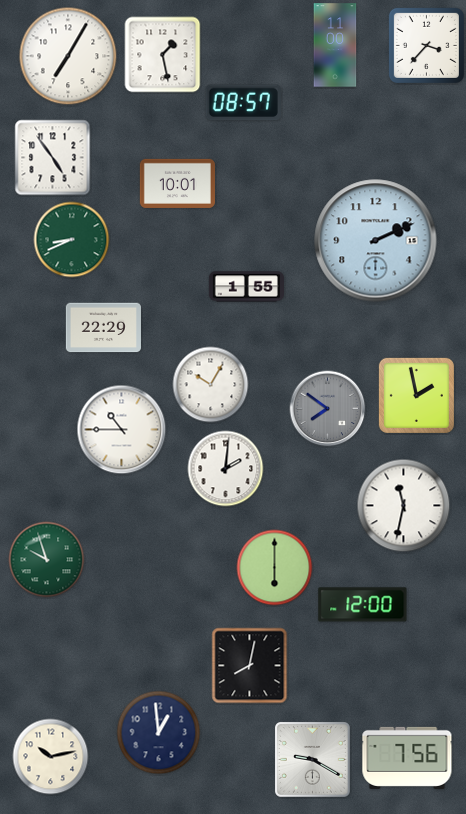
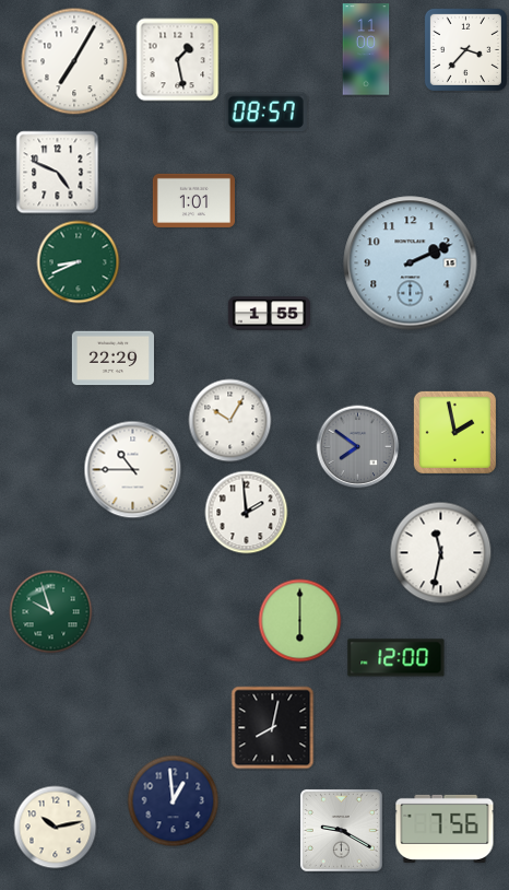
clock at (53, 158): 4:54 -> 4:49
clock at (177, 183): 10:01 -> 1:01
clock at (226, 469): 2:01 -> 1:59
clock at (363, 605) position: (363, 605) -> (396, 658)
